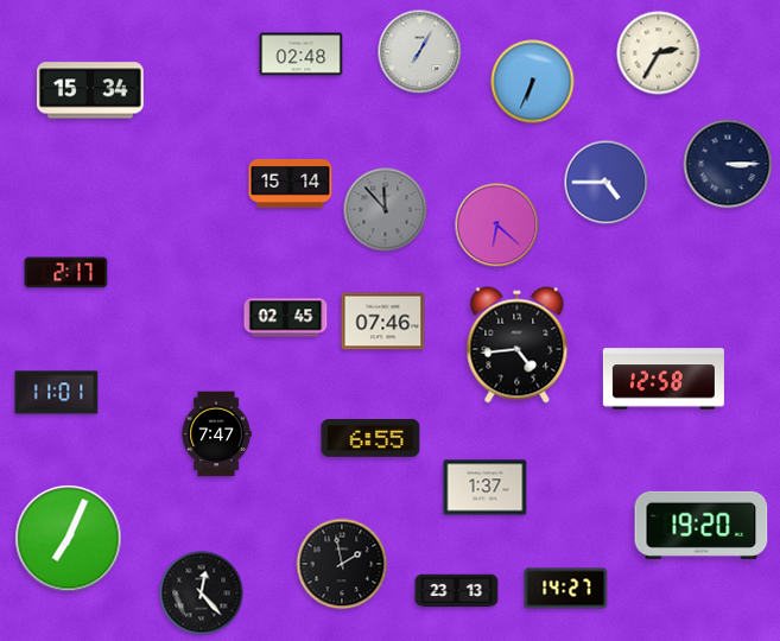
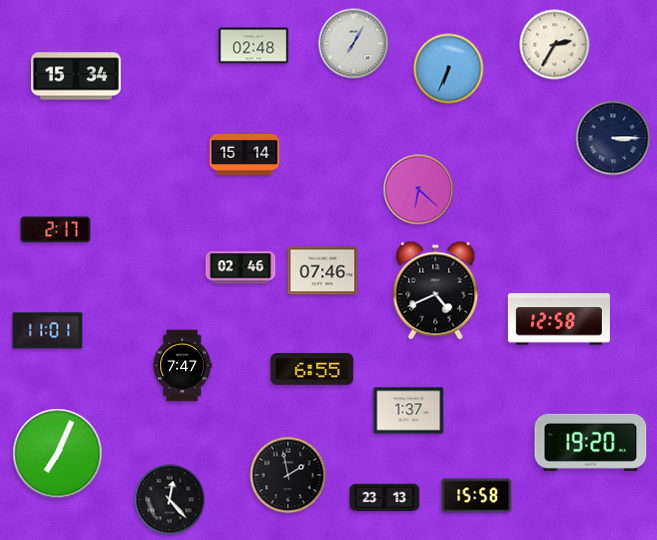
clock at (607, 183): 4:45 -> none
clock at (386, 210): 11:53 -> none
clock at (286, 318): 02:45 -> 02:46
clock at (518, 345): 4:44 -> 4:41
clock at (566, 589): 14:27 -> 15:58
